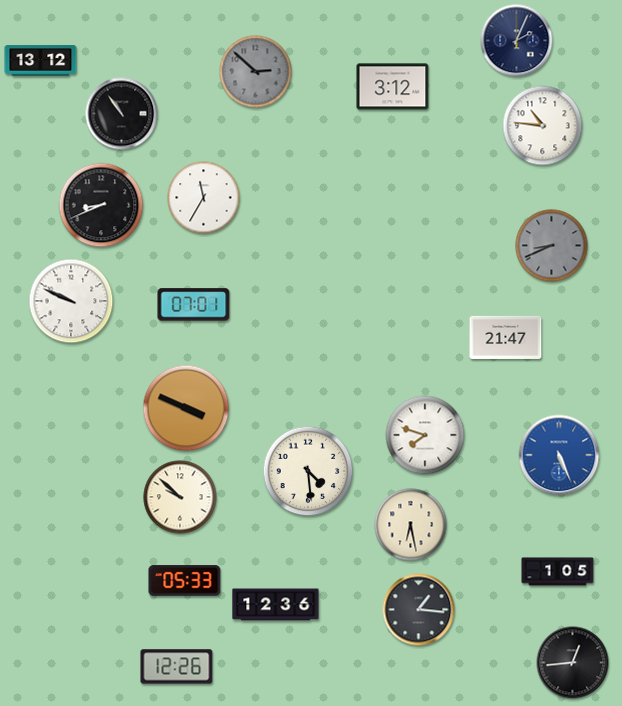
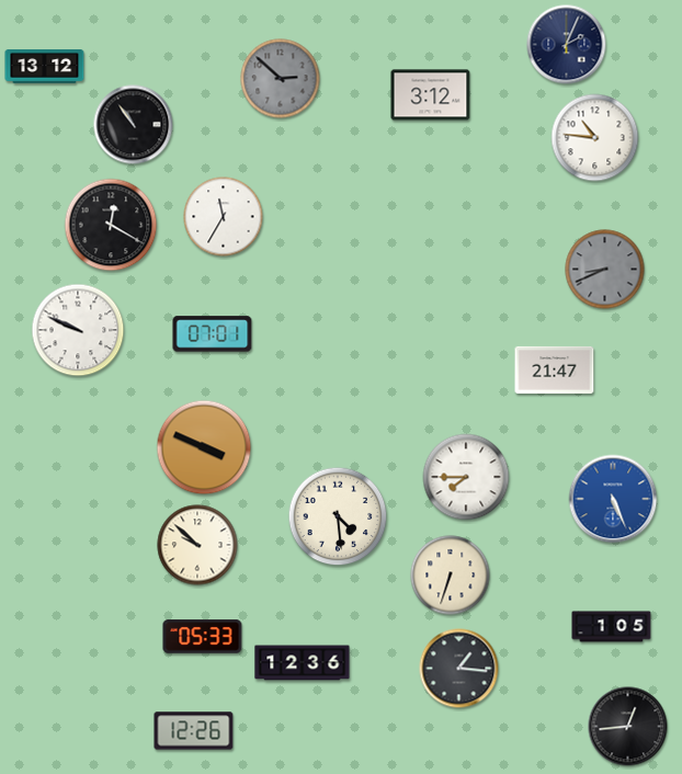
clock at (101, 205): 8:41 -> 12:20
clock at (425, 435): 7:48 -> 7:45
clock at (411, 525): 6:28 -> 6:33
